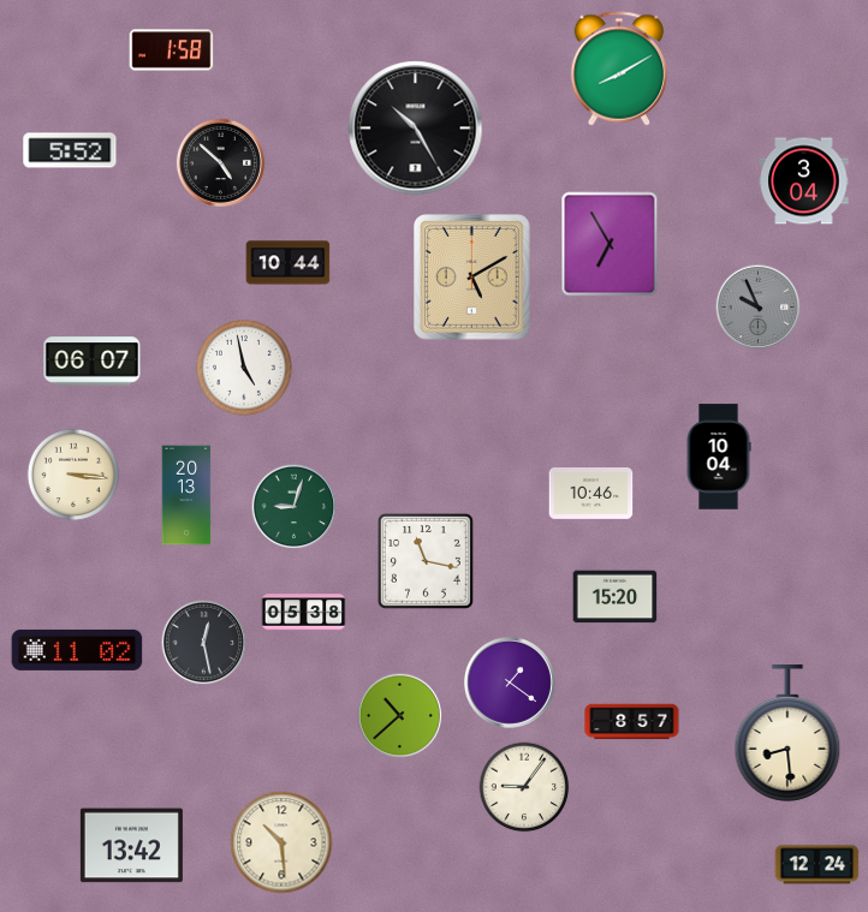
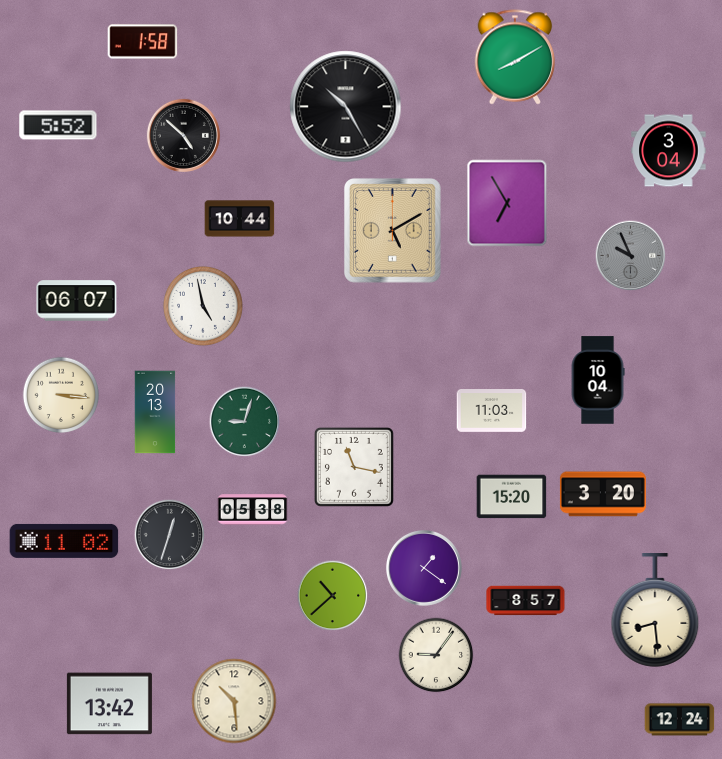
clock at (591, 494): 10:46 -> 11:03
clock at (603, 494): none -> 3:20
clock at (204, 643): 12:28 -> 12:33
